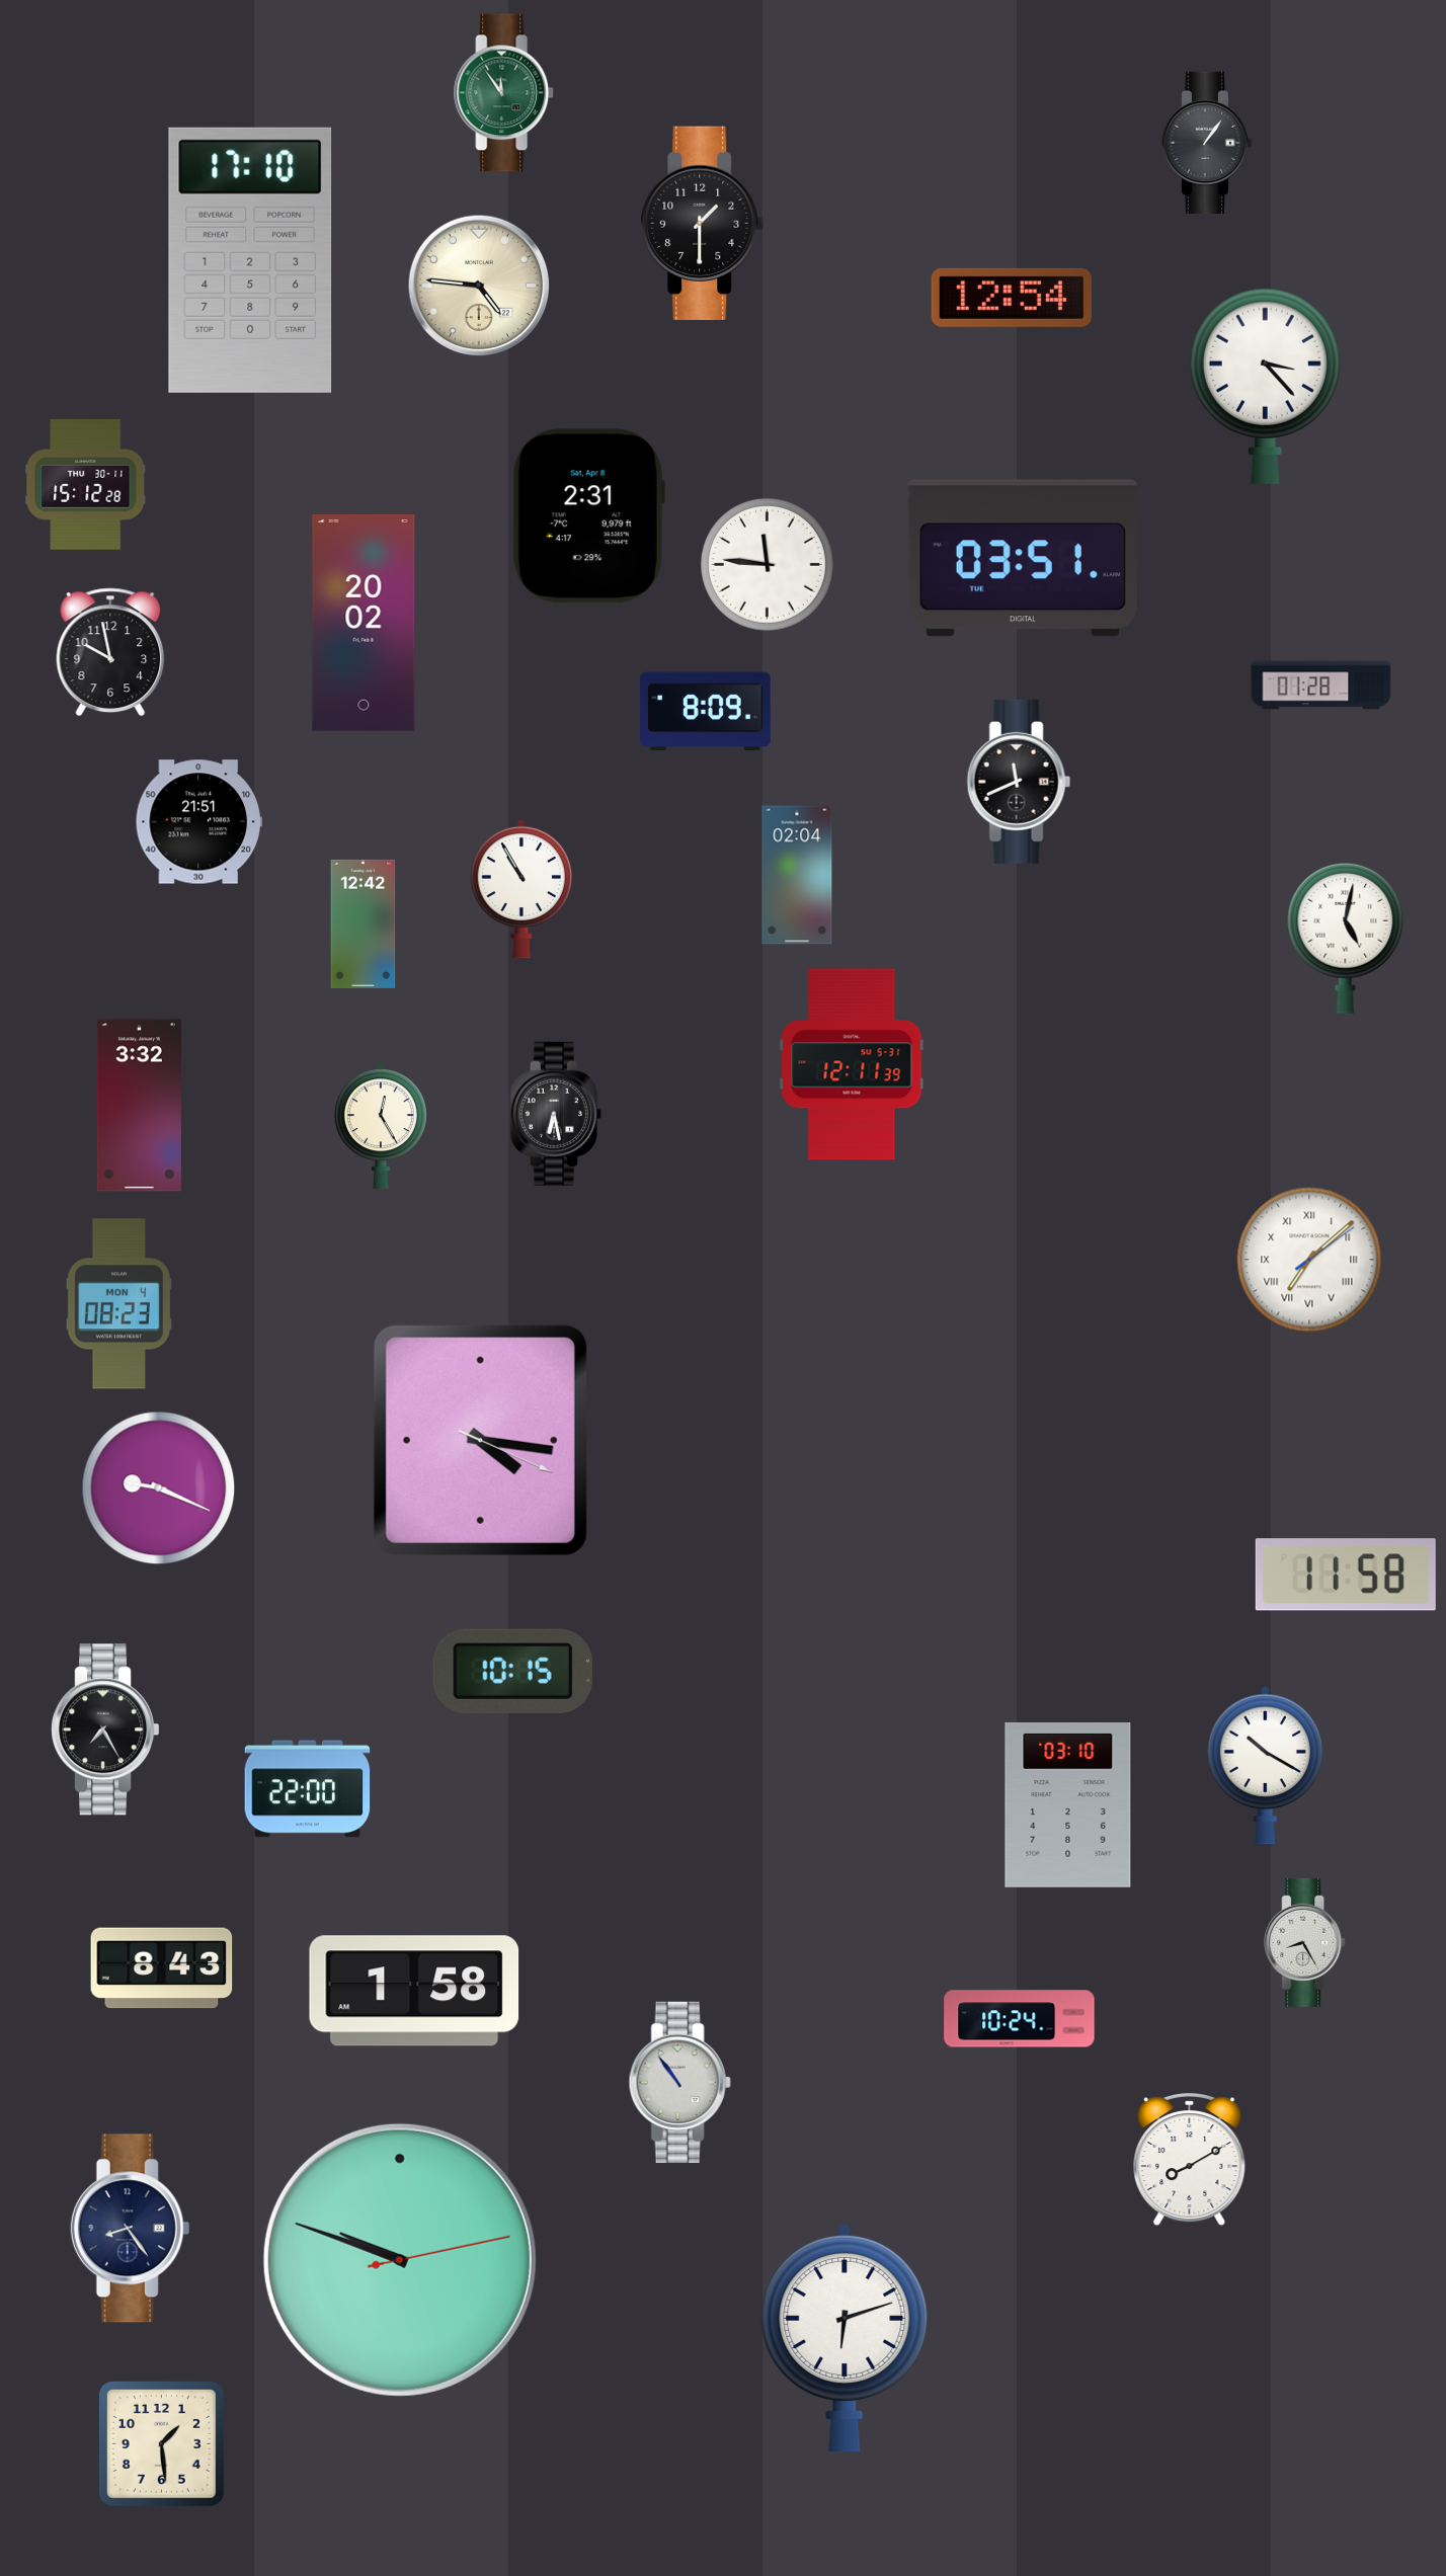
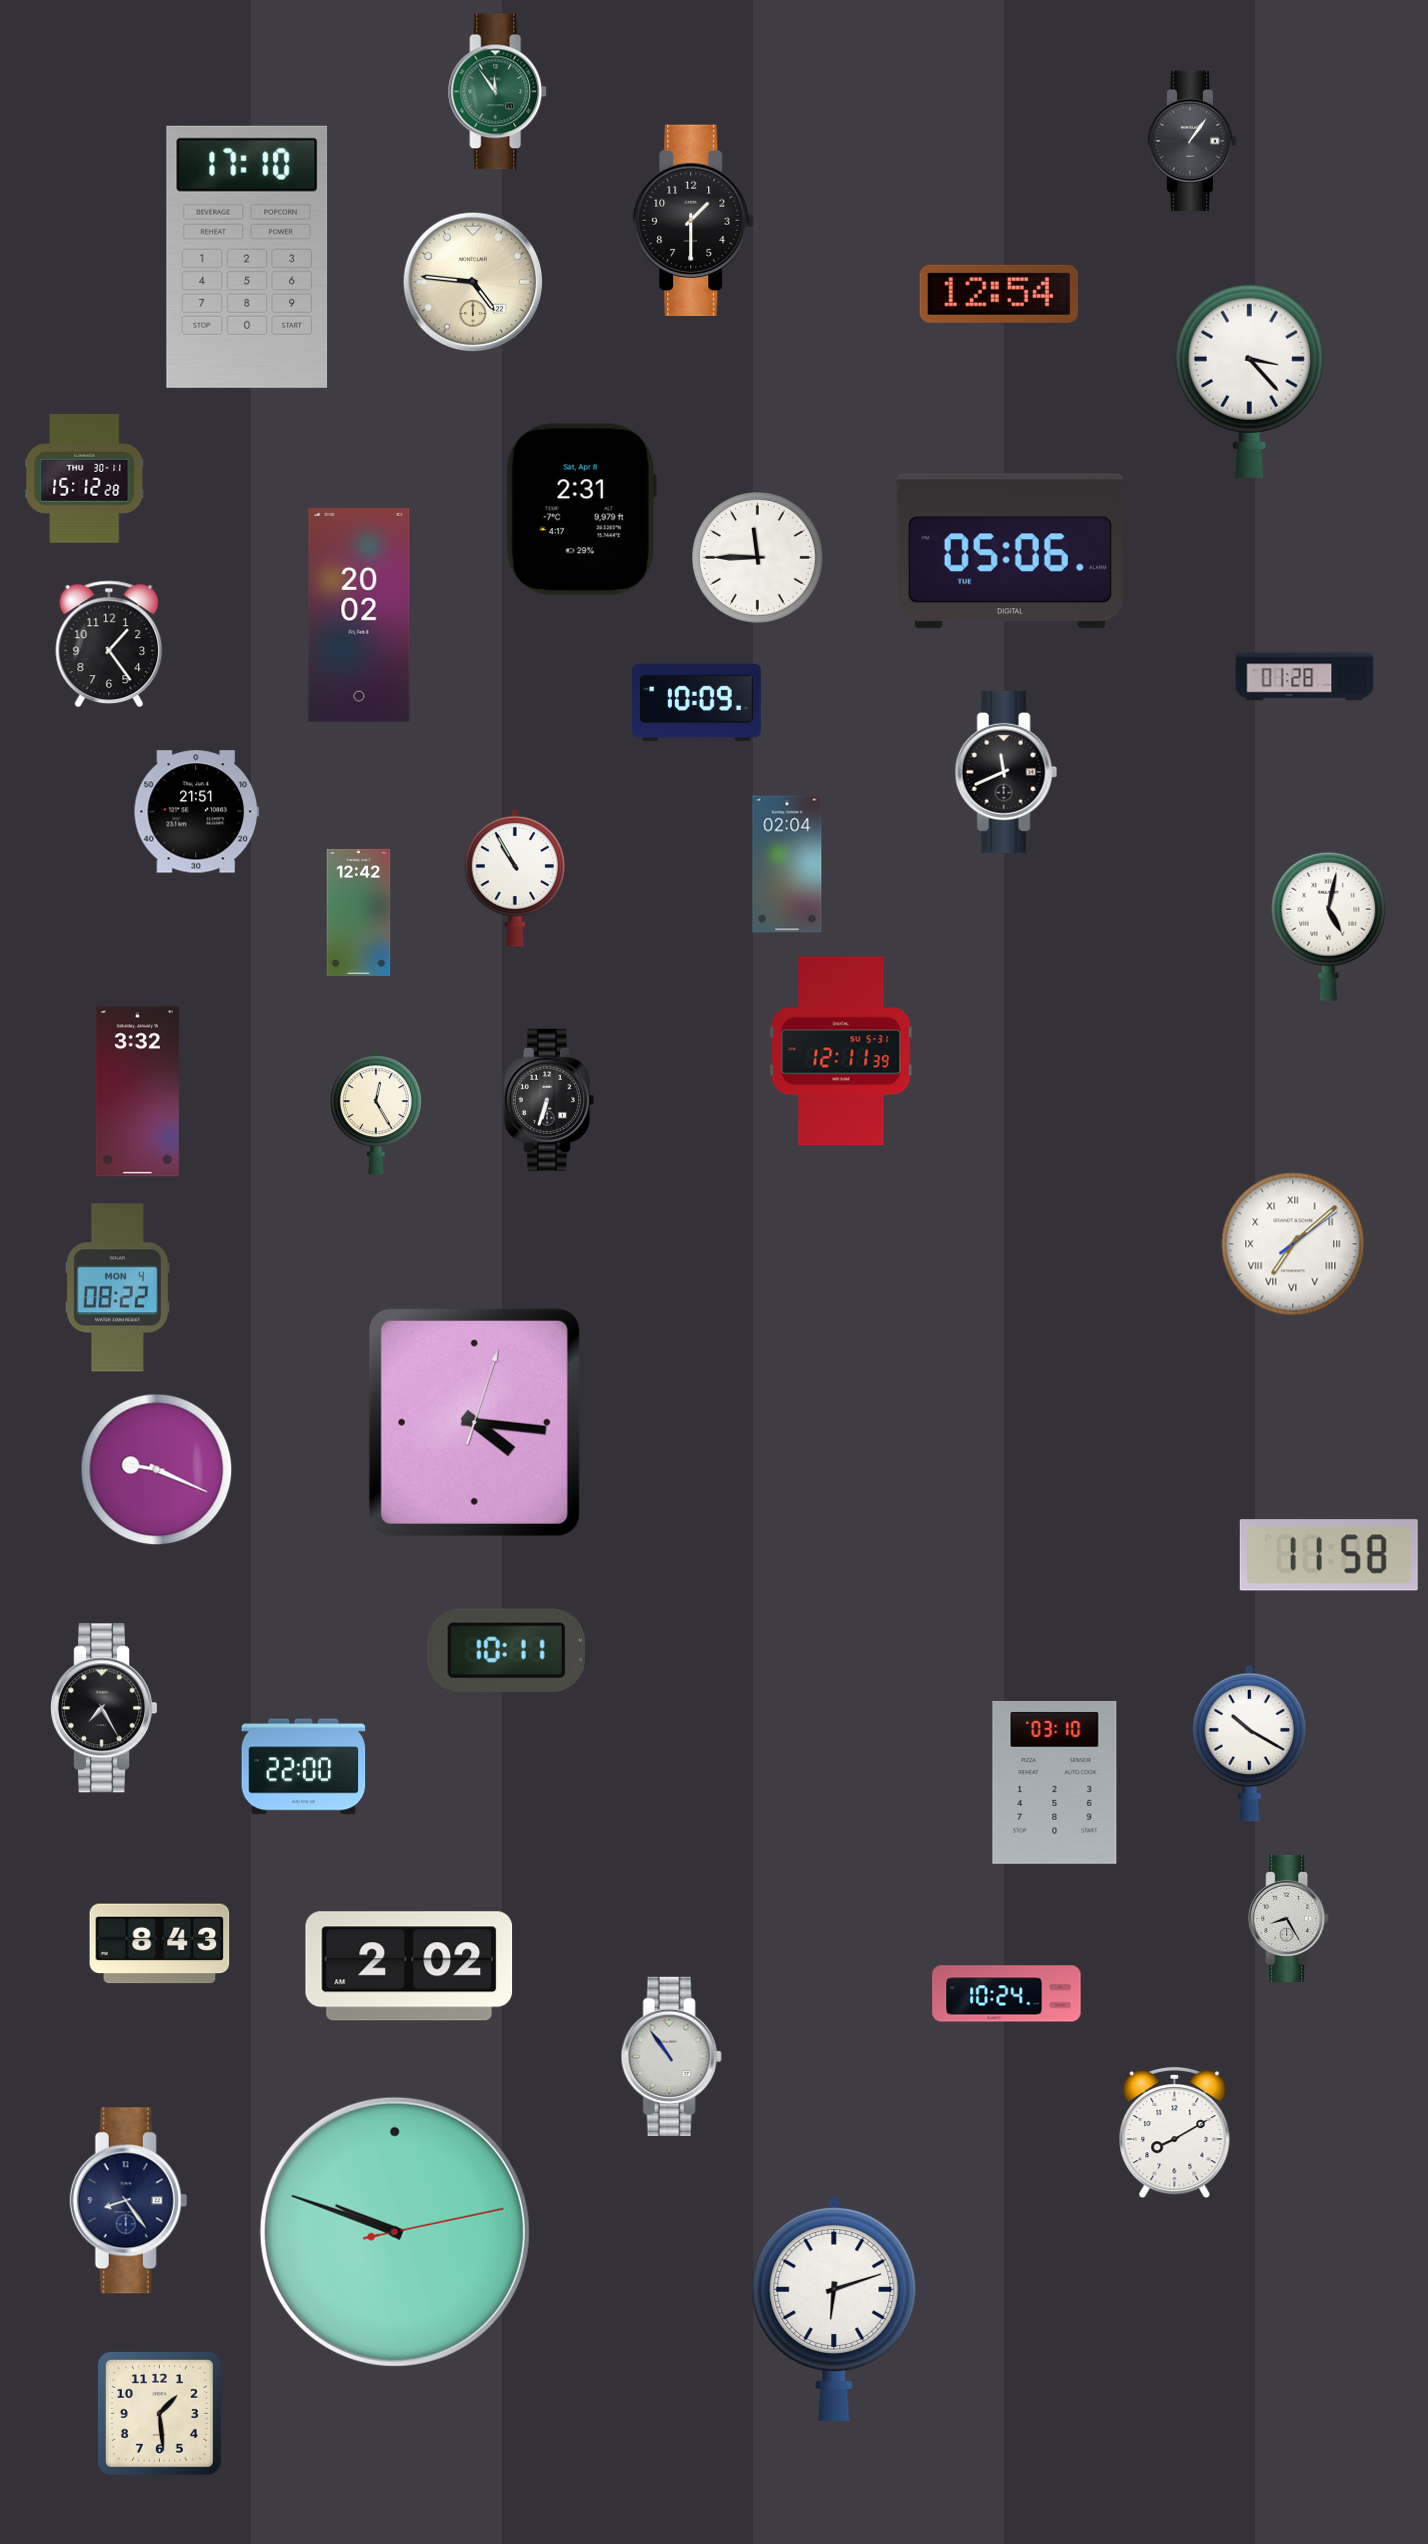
clock at (1023, 558): 03:51 -> 05:06
clock at (768, 565): 11:46 -> 11:45
clock at (110, 652): 9:58 -> 1:24
clock at (705, 711): 8:09 -> 10:09
clock at (555, 1114): 6:28 -> 6:33
clock at (118, 1304): 08:23 -> 08:22
clock at (480, 1440): 4:16:19 -> 4:16:03
clock at (512, 1671): 10:15 -> 10:11
clock at (414, 1991): 1:58 -> 2:02
